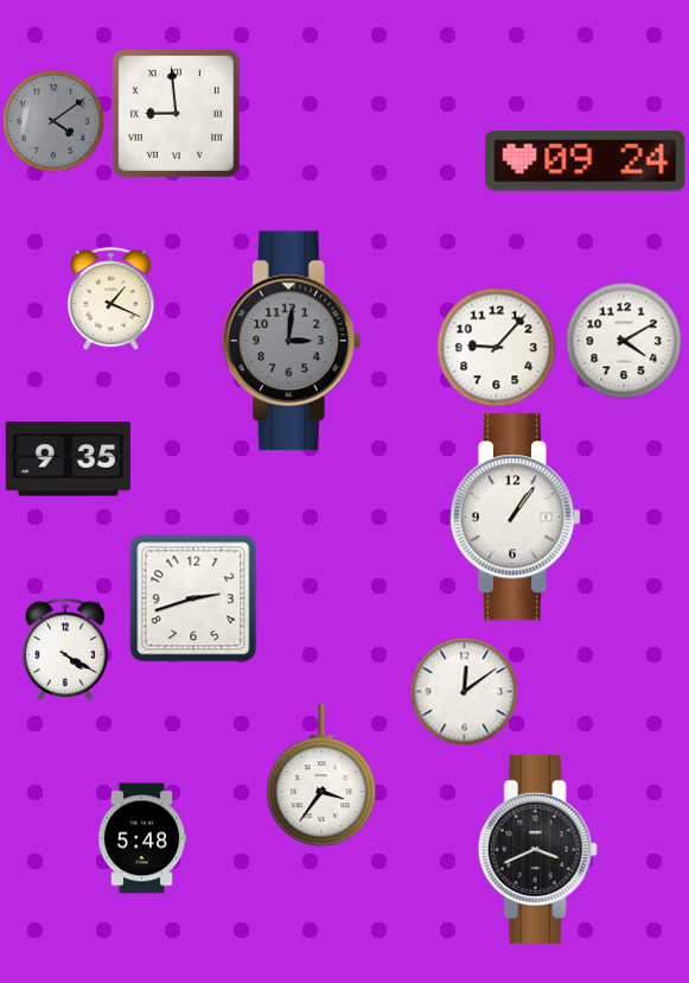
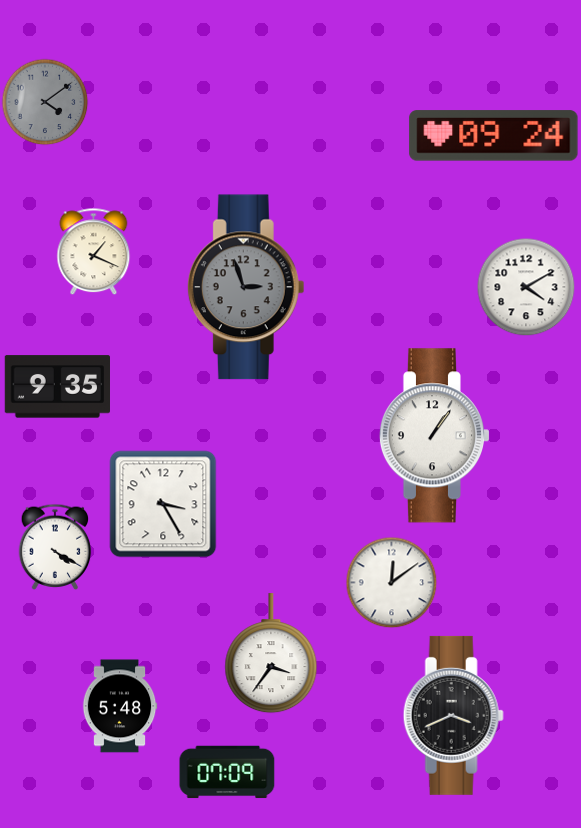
clock at (176, 113): 8:59 -> none
clock at (292, 341): 3:01 -> 2:57
clock at (497, 348): 9:07 -> none
clock at (193, 598): 2:42 -> 3:25
clock at (227, 772): none -> 07:09
